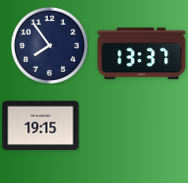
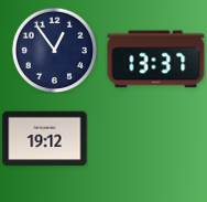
clock at (49, 45): 7:54 -> 12:54
clock at (41, 126): 19:15 -> 19:12
